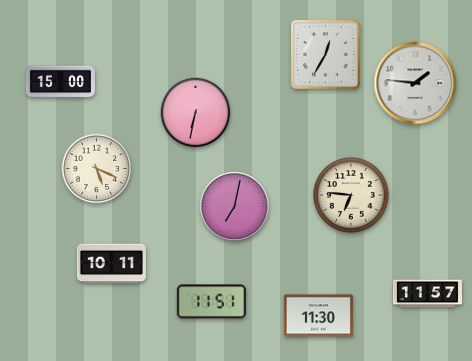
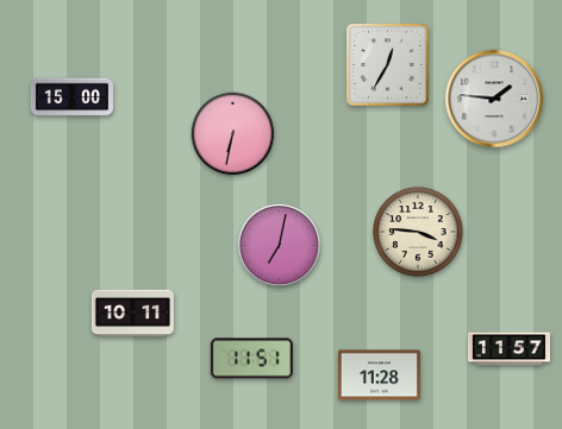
clock at (97, 169): 5:19 -> none
clock at (351, 195): 6:46 -> 3:46
clock at (318, 316): 11:30 -> 11:28
